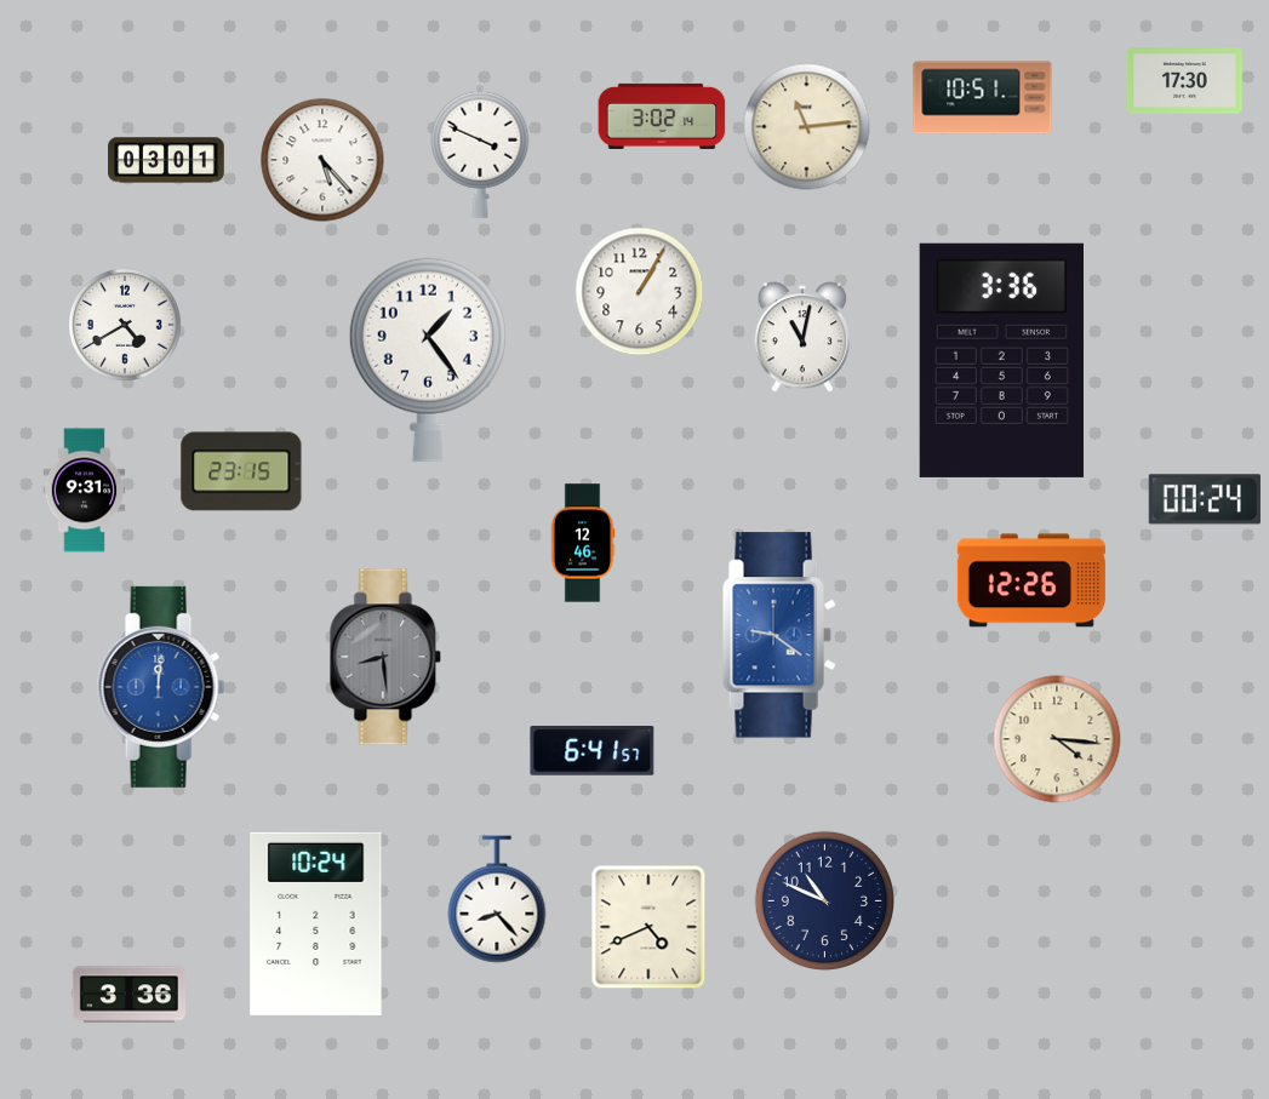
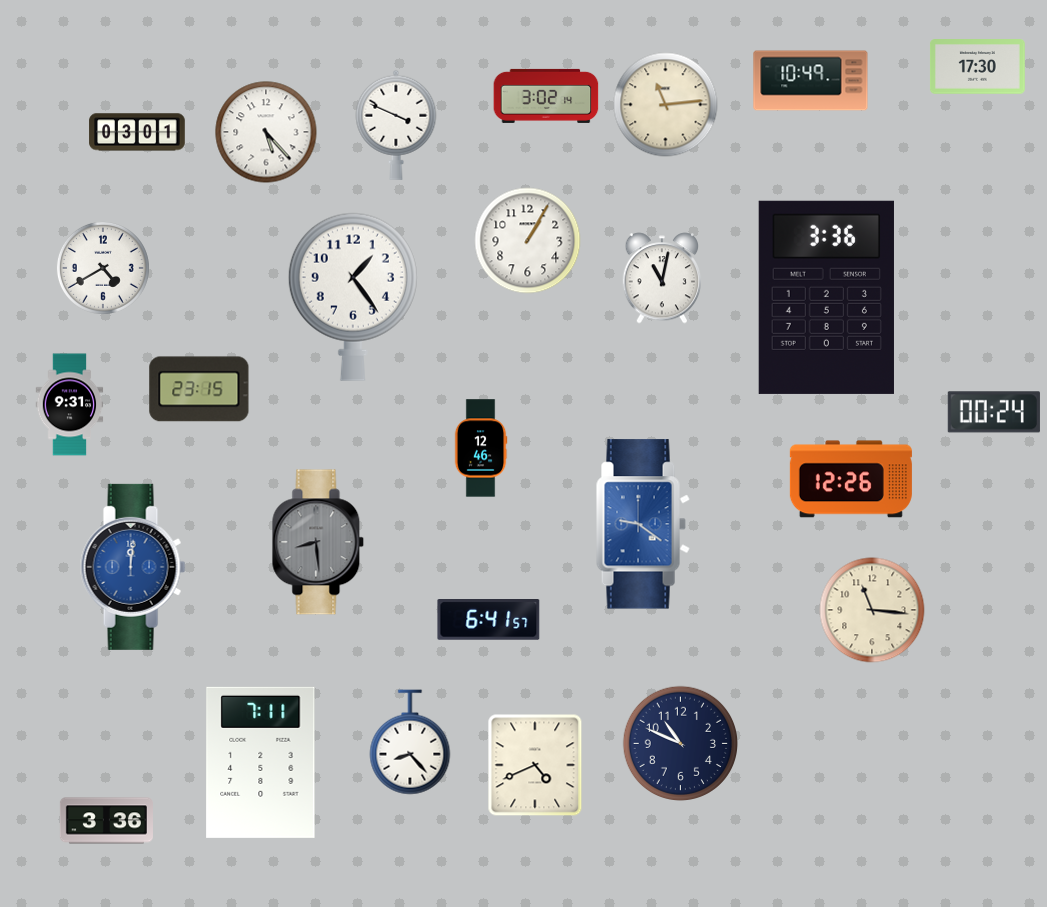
clock at (983, 98): 10:51 -> 10:49
clock at (1057, 739): 4:16 -> 11:16
clock at (316, 923): 10:24 -> 7:11
